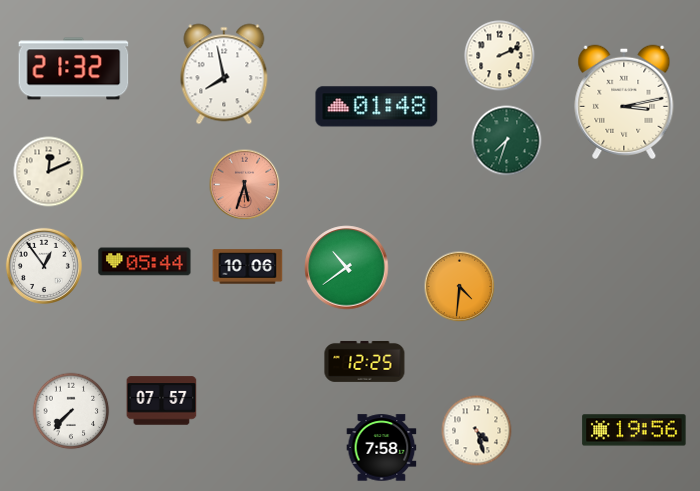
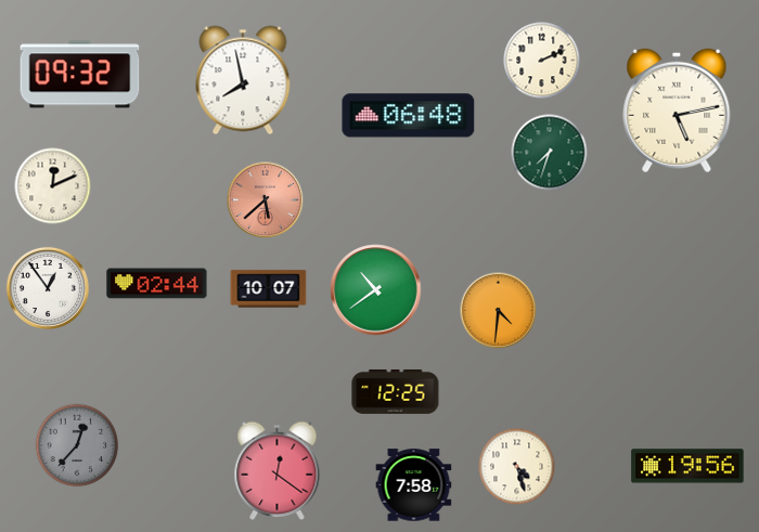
clock at (74, 69): 21:32 -> 09:32
clock at (624, 102): 3:13 -> 5:13
clock at (377, 107): 01:48 -> 06:48
clock at (245, 185): 5:33 -> 5:38
clock at (145, 262): 05:44 -> 02:44
clock at (248, 267): 10:06 -> 10:07
clock at (162, 401): 07:57 -> none
clock at (71, 411): 7:37 -> 12:37
clock at (71, 411) dial: white -> grey
clock at (278, 470): none -> 12:21
